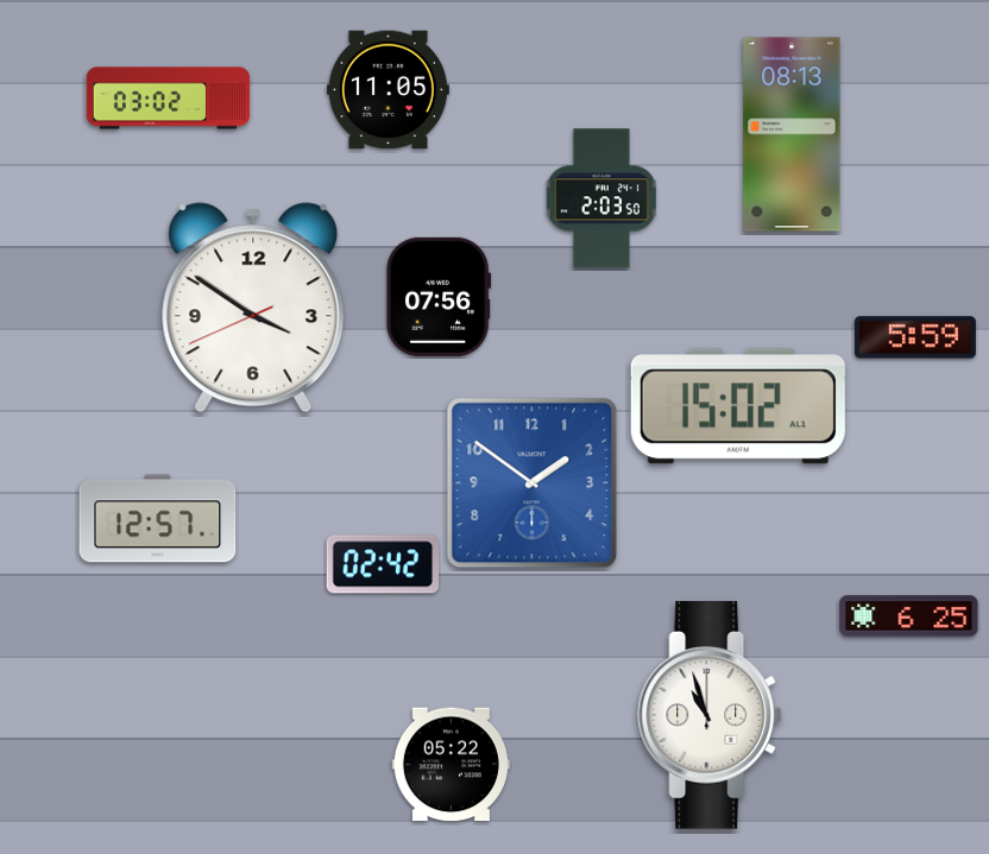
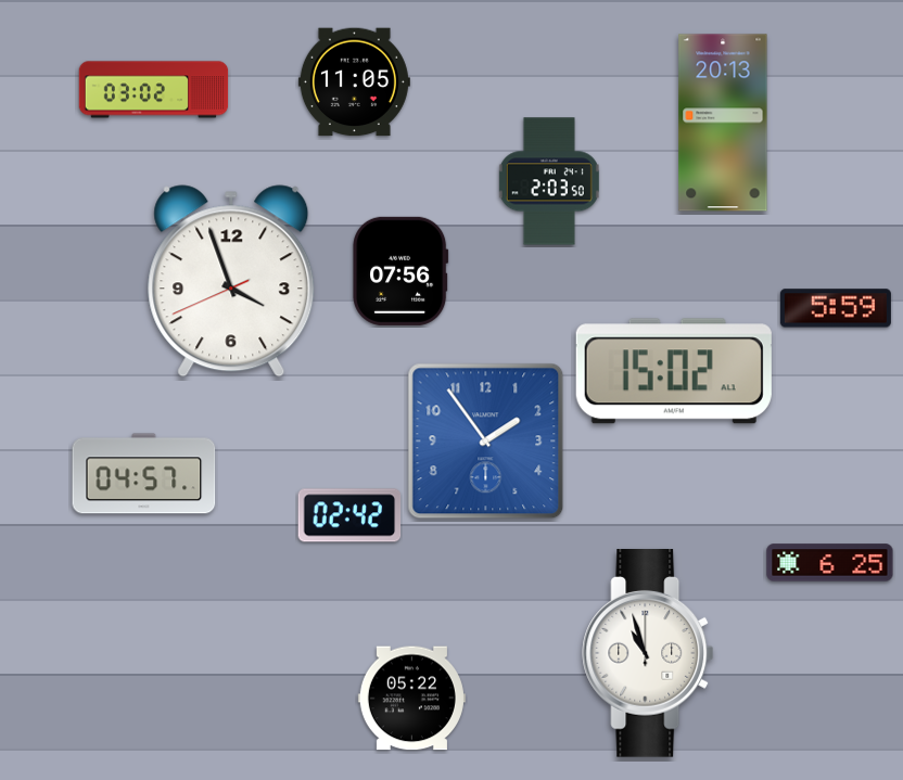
clock at (792, 134): 08:13 -> 20:13
clock at (253, 308): 3:50 -> 3:56
clock at (533, 483): 1:51 -> 1:54
clock at (158, 519): 12:57 -> 04:57
